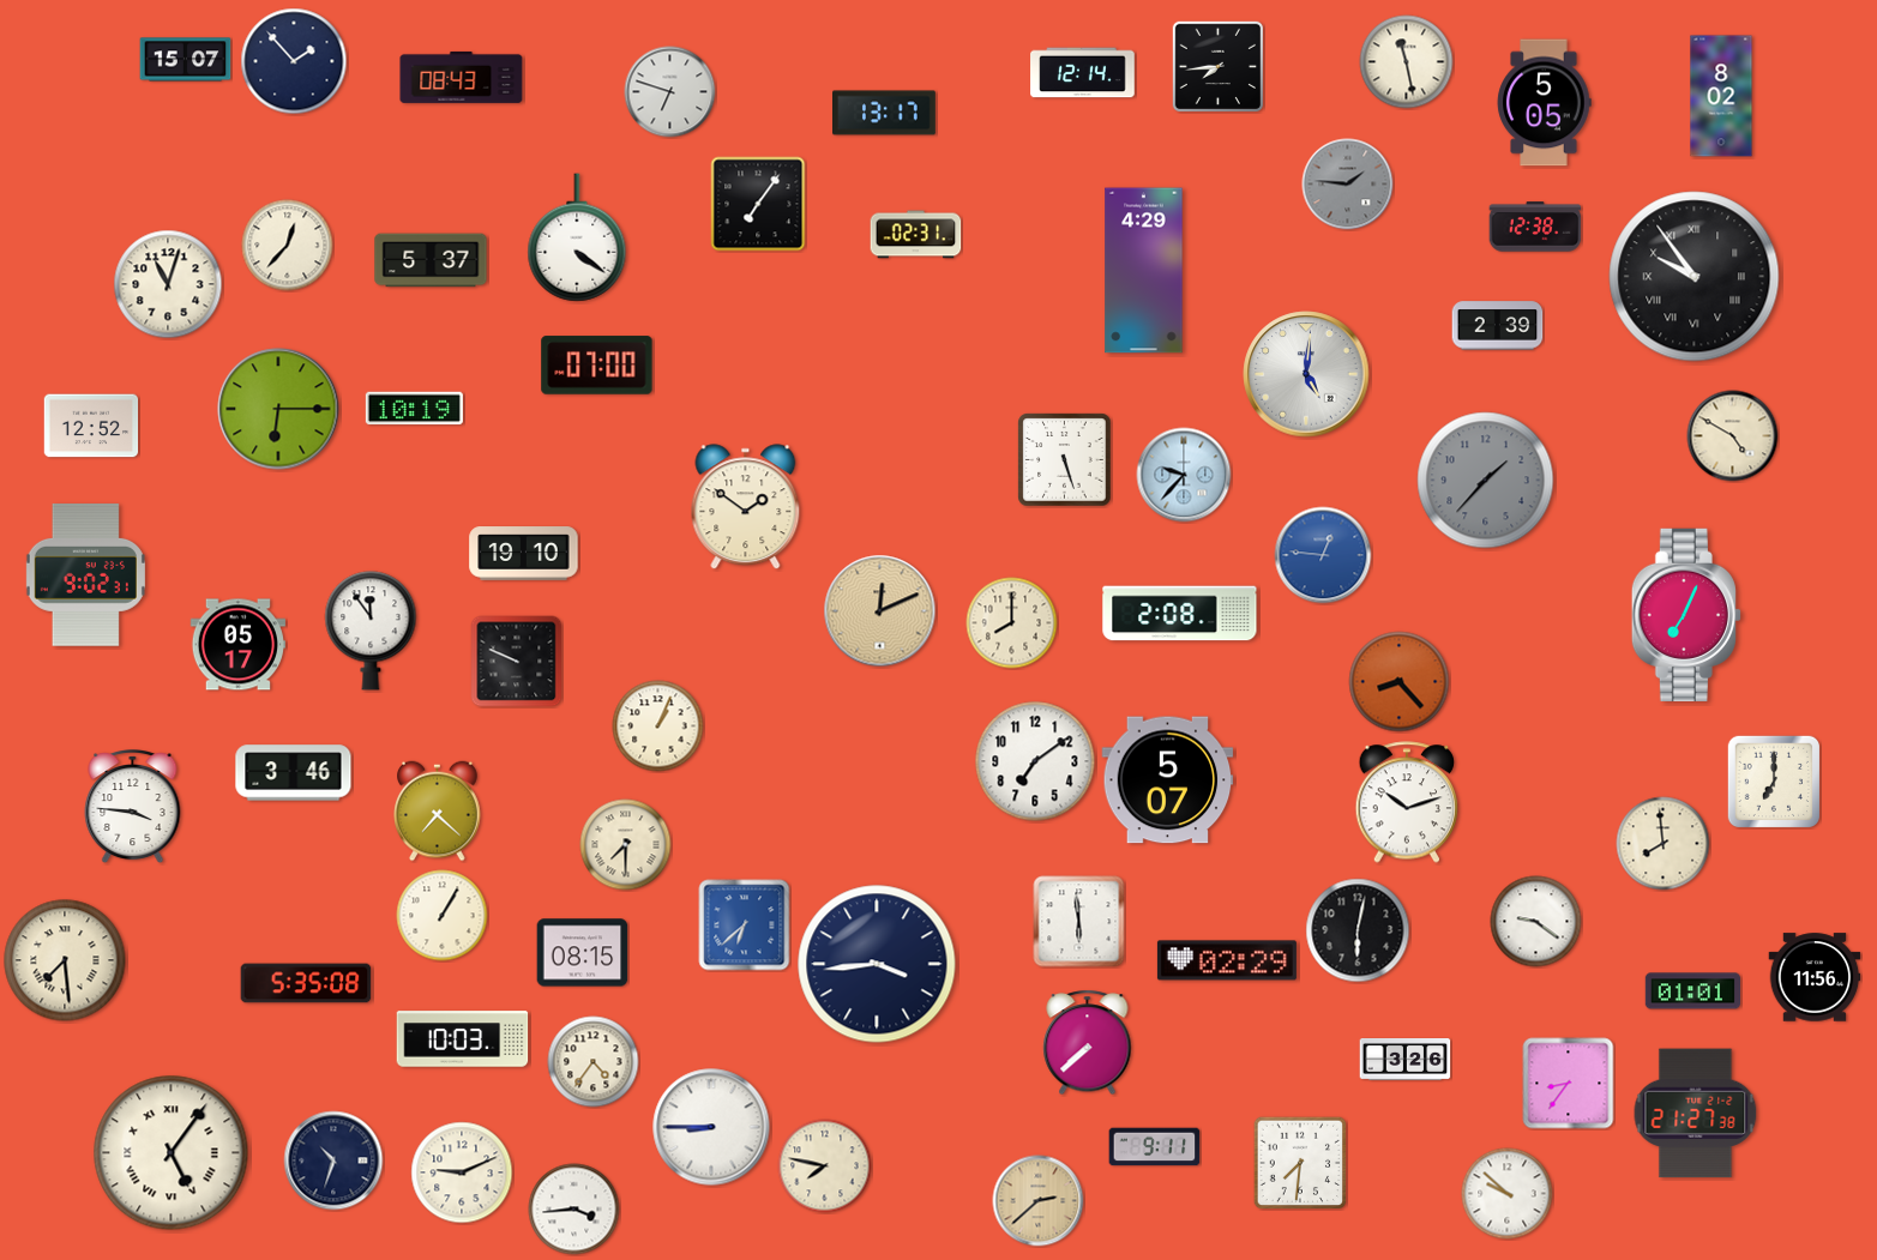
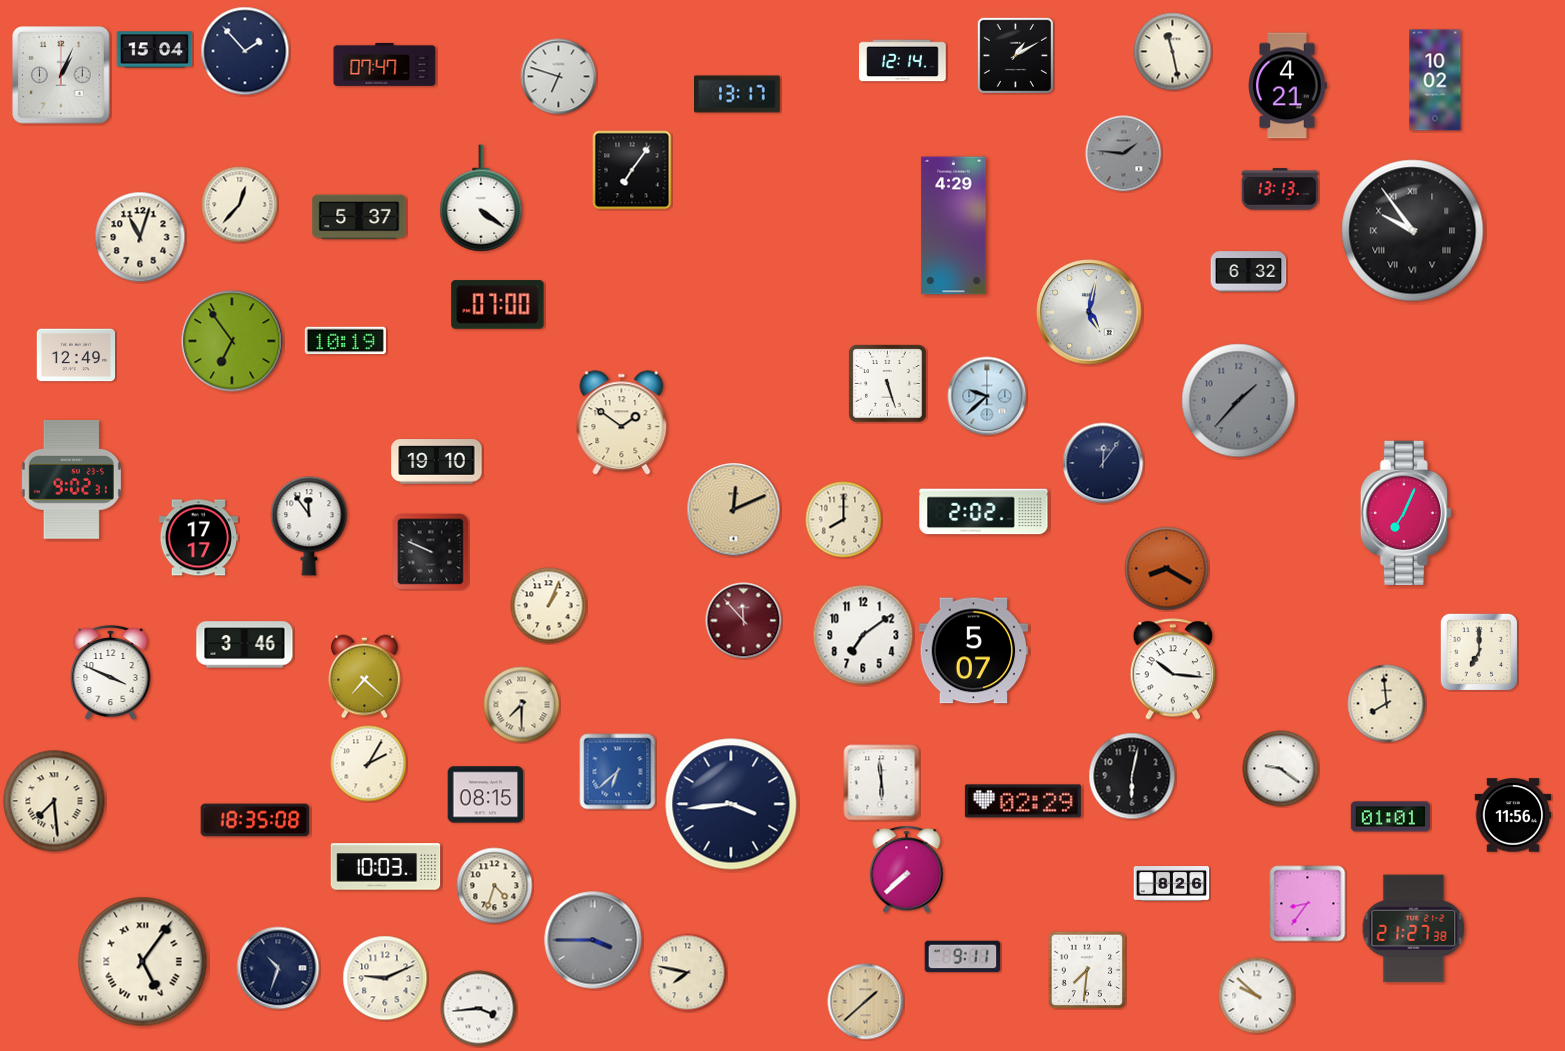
clock at (186, 60): 15:07 -> 15:04
clock at (1217, 66): 7:44 -> 1:10
clock at (462, 77): 08:43 -> 07:47
clock at (61, 75): none -> 1:04
clock at (1721, 96): 8:02 -> 10:02
clock at (1544, 103): 5:05 -> 4:21
clock at (1535, 227): 12:38 -> 13:13
clock at (916, 235): 02:31 -> none
clock at (1498, 326): 2:39 -> 6:32
clock at (1306, 374): 5:01 -> 5:02
clock at (278, 409): 6:15 -> 6:54
clock at (91, 426): 12:52 -> 12:49
clock at (1733, 436): 4:50 -> none
clock at (1184, 475): 9:37 -> 9:38
clock at (1323, 555): 12:46 -> 12:06
clock at (1323, 555) dial: blue -> navy
clock at (1180, 614): 2:08 -> 2:02
clock at (237, 645): 05:17 -> 17:17
clock at (1400, 682): 8:23 -> 8:20
clock at (744, 621): none -> 11:53
clock at (1407, 802): 10:12 -> 10:16
clock at (133, 808): 3:46 -> 3:49
clock at (443, 916): 1:05 -> 2:05
clock at (1079, 922) position: (1079, 922) -> (882, 783)
clock at (745, 926) position: (745, 926) -> (618, 772)
clock at (306, 983): 5:35 -> 18:35
clock at (1692, 991) position: (1692, 991) -> (1390, 817)
clock at (1406, 1060): 3:26 -> 8:26
clock at (594, 1062): 4:36 -> 4:33
clock at (711, 1127): 8:45 -> 3:45
clock at (711, 1127) dial: white -> grey
clock at (1300, 1163) position: (1300, 1163) -> (1087, 970)
clock at (1039, 1201): 2:38 -> 1:38
